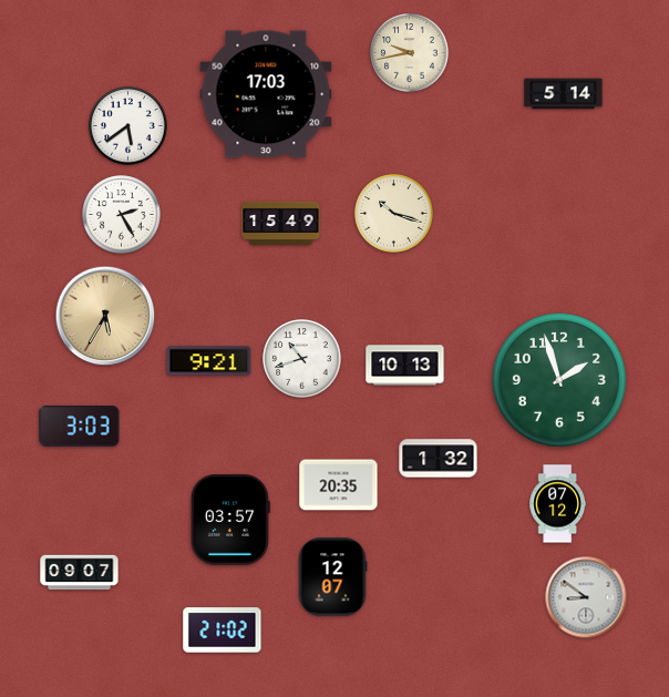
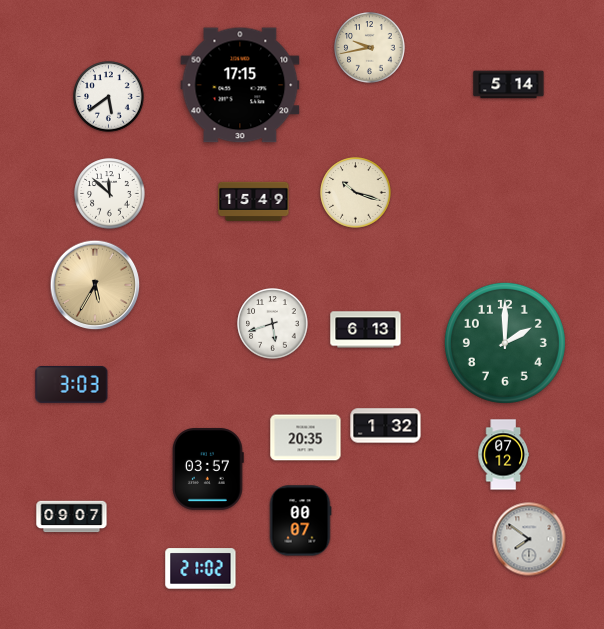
clock at (266, 94): 17:03 -> 17:15
clock at (128, 126) position: (128, 126) -> (109, 97)
clock at (122, 215): 2:25 -> 11:52
clock at (302, 359): 10:42 -> 5:42
clock at (209, 361): 9:21 -> none
clock at (405, 366): 10:13 -> 6:13
clock at (559, 380): 1:57 -> 2:00
clock at (439, 459) position: (439, 459) -> (386, 426)
clock at (332, 577): 12:07 -> 00:07
clock at (586, 597): 8:51 -> 7:51
